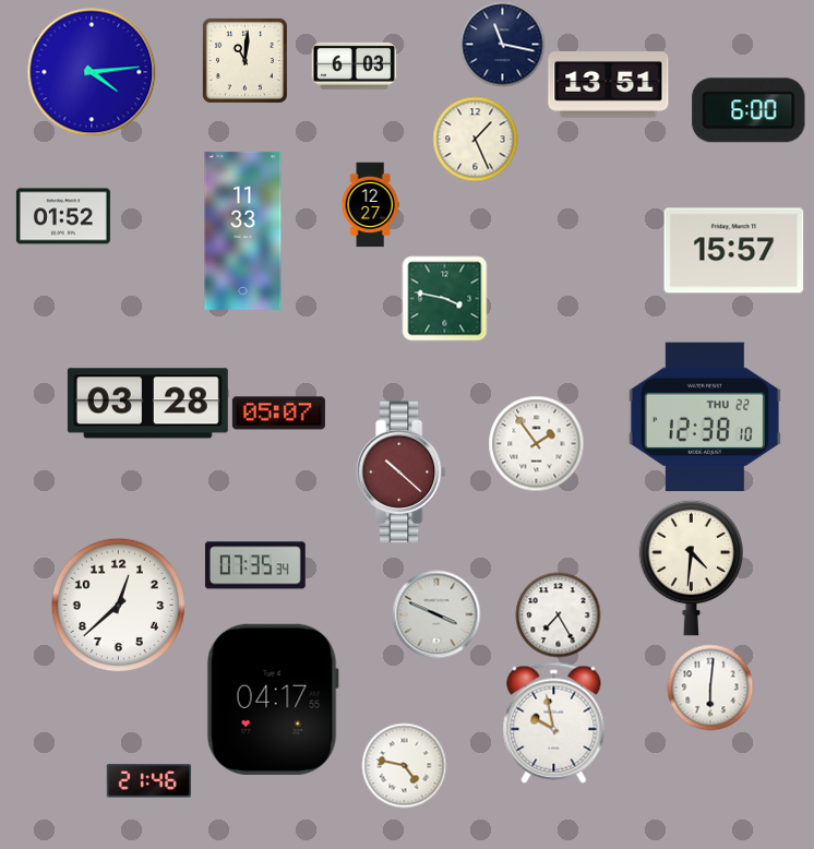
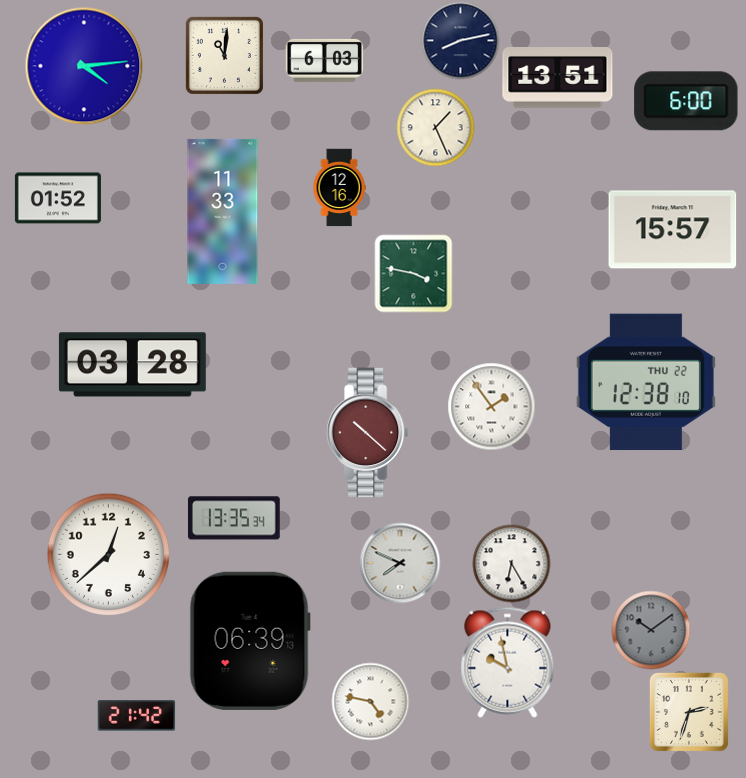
clock at (502, 44): 11:17 -> 8:13
clock at (370, 204): 12:27 -> 12:16
clock at (444, 298) position: (444, 298) -> (413, 273)
clock at (147, 404) position: (147, 404) -> (132, 365)
clock at (278, 414): 05:07 -> none
clock at (255, 565): 07:35 -> 13:35
clock at (691, 567): 4:31 -> none
clock at (436, 614): 3:49 -> 7:49
clock at (558, 614): 7:25 -> 6:25
clock at (710, 687): 6:01 -> 10:09
clock at (710, 687) dial: white -> grey
clock at (273, 699): 04:17 -> 06:39
clock at (689, 712): none -> 2:33
clock at (148, 781): 21:46 -> 21:42
